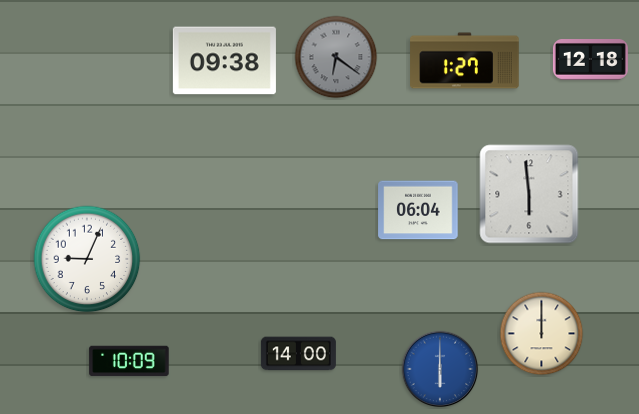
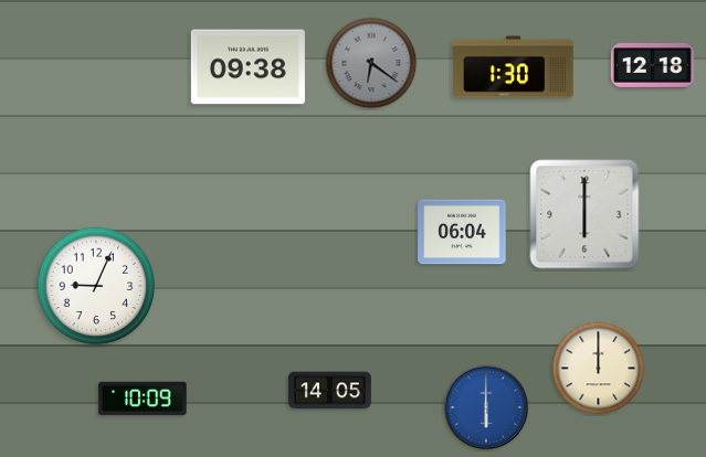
clock at (465, 61): 1:27 -> 1:30
clock at (529, 194): 5:59 -> 6:00
clock at (298, 354): 14:00 -> 14:05
